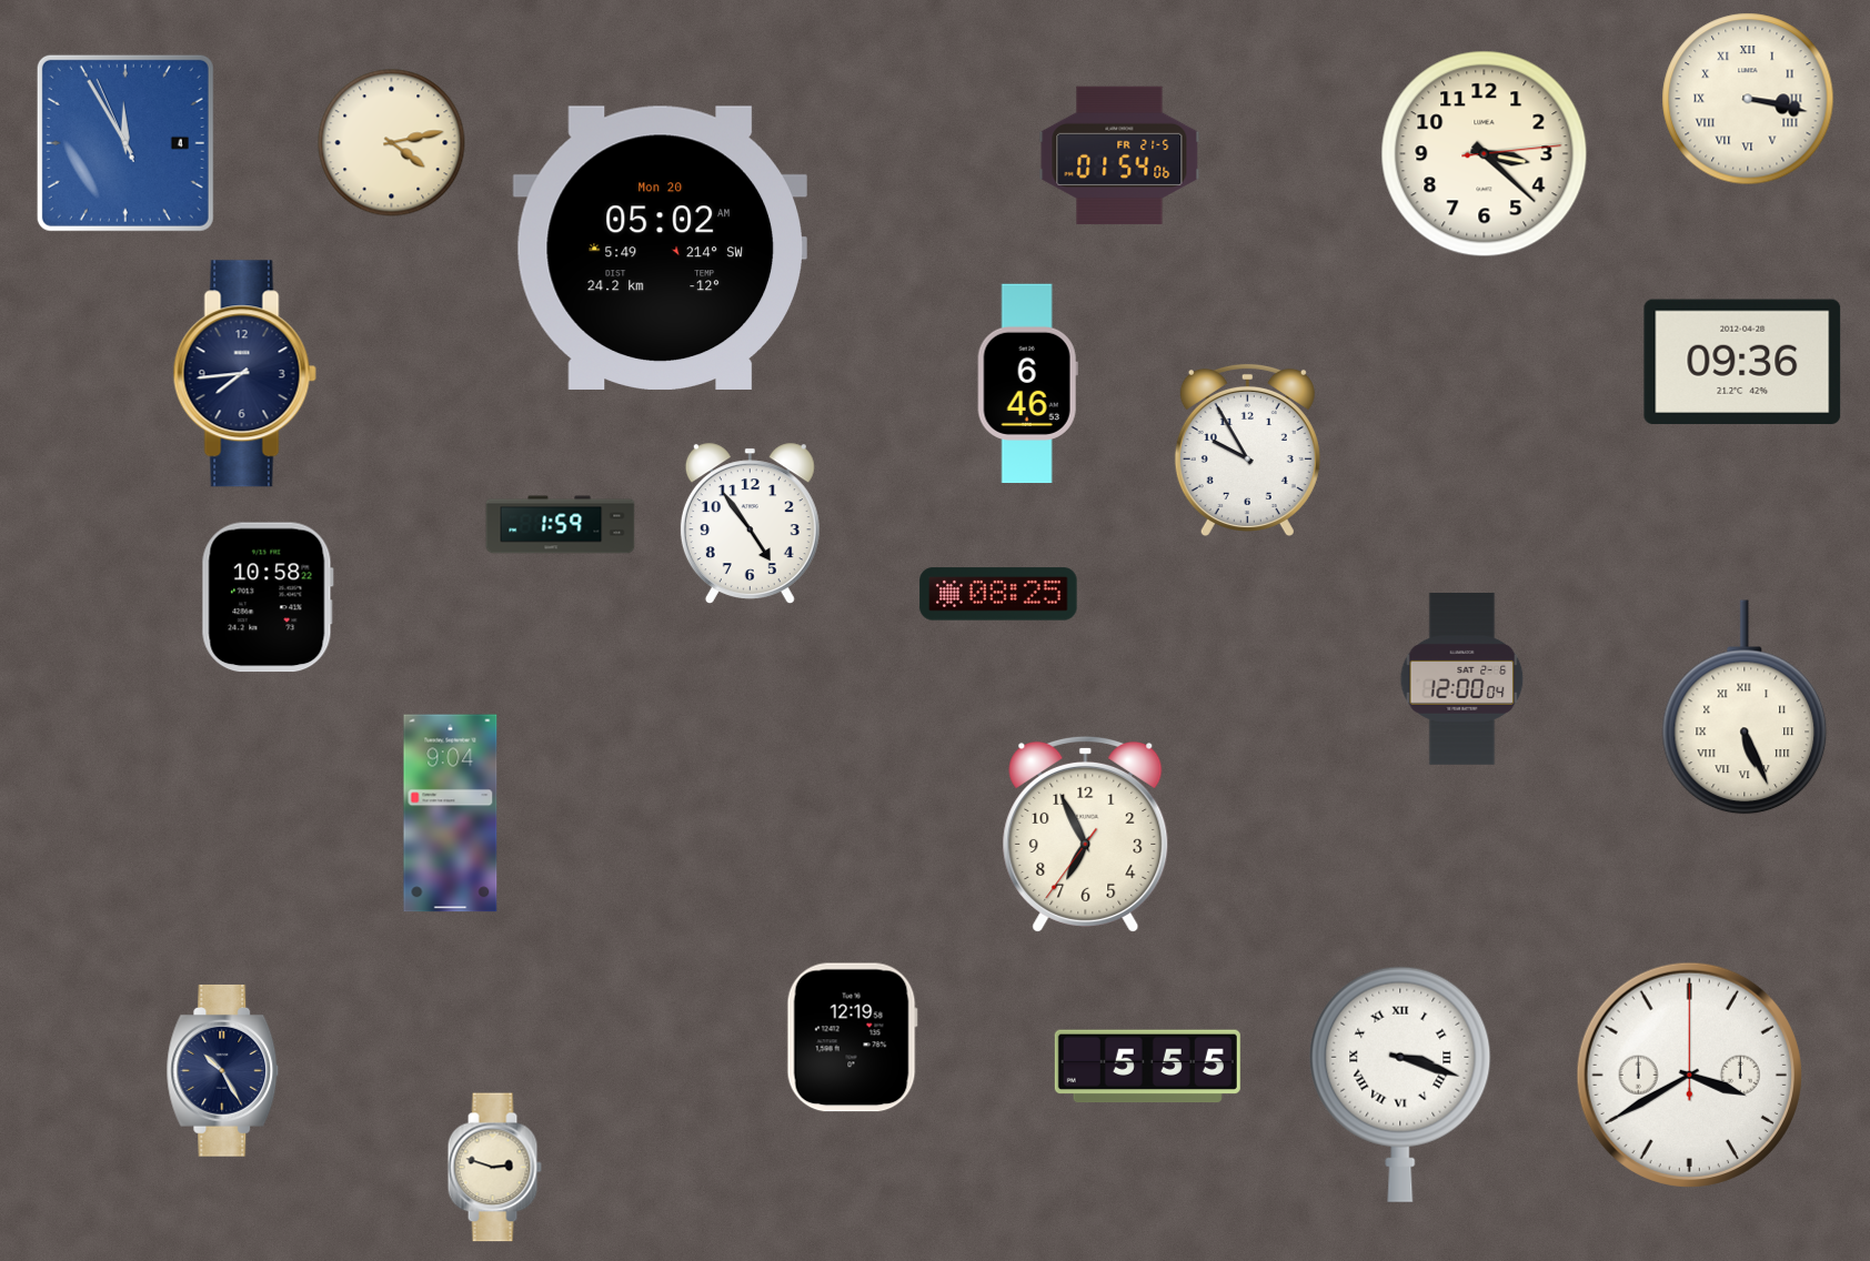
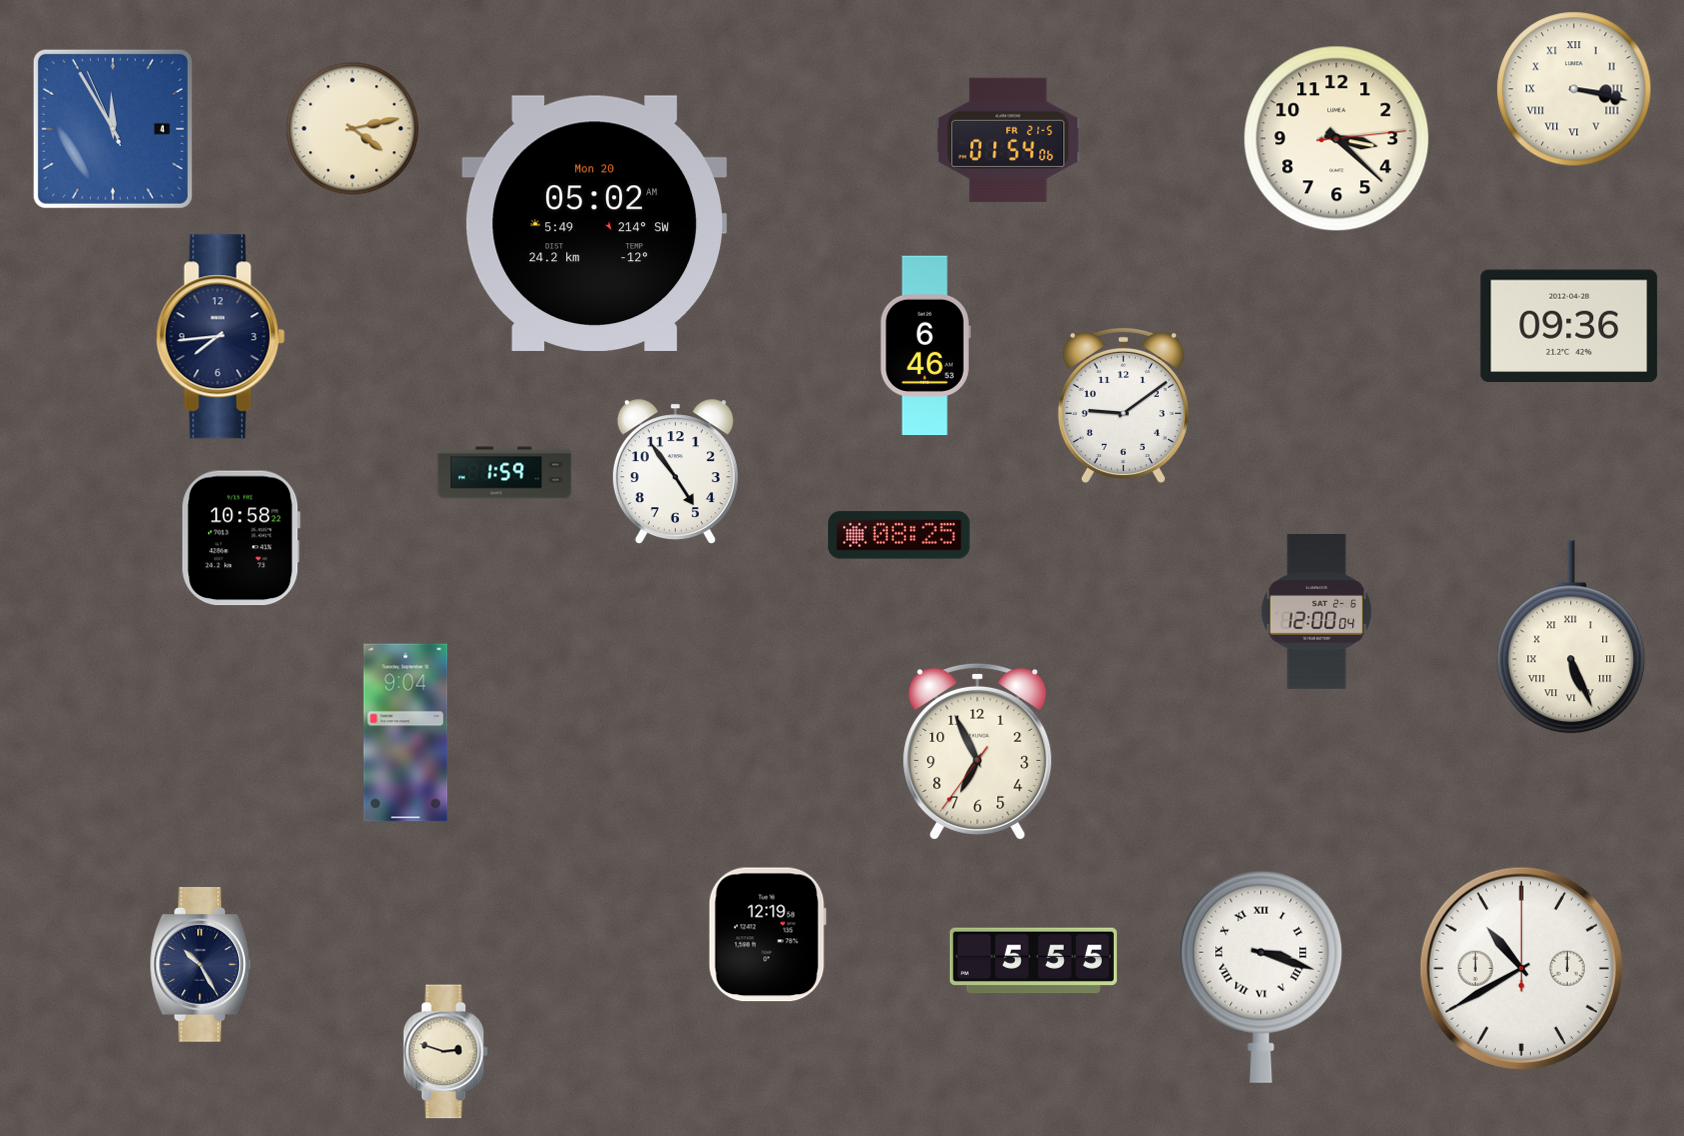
clock at (1247, 450): 9:55 -> 9:09
clock at (1689, 1075): 3:40 -> 10:40
